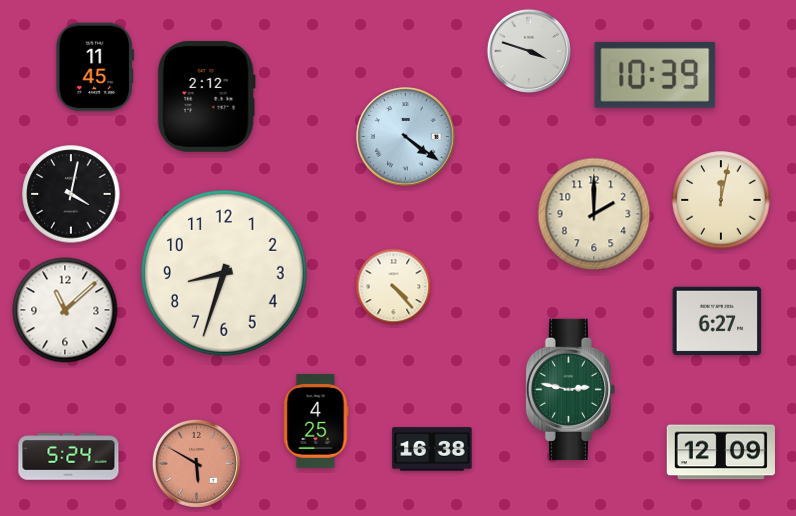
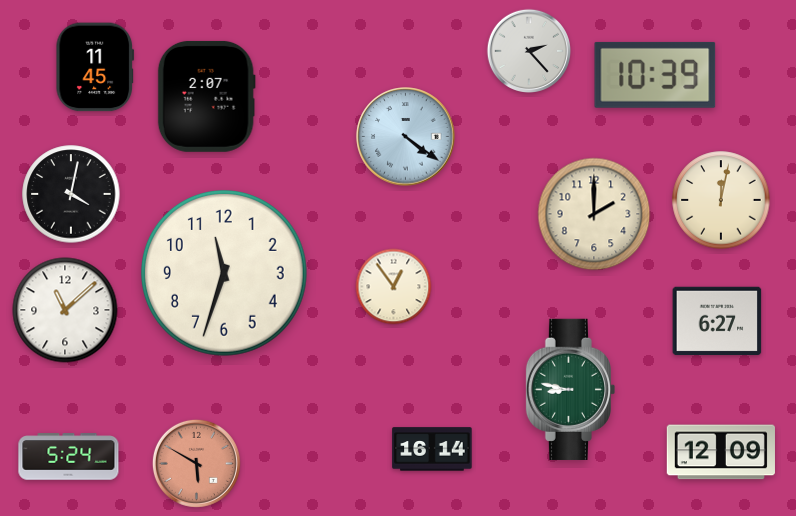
clock at (528, 50): 3:48 -> 2:23
clock at (206, 96): 2:12 -> 2:07
clock at (224, 273): 8:33 -> 11:33
clock at (394, 287): 4:23 -> 12:54
clock at (570, 389): 2:47 -> 8:47
clock at (316, 421): 4:25 -> none
clock at (432, 449): 16:38 -> 16:14
